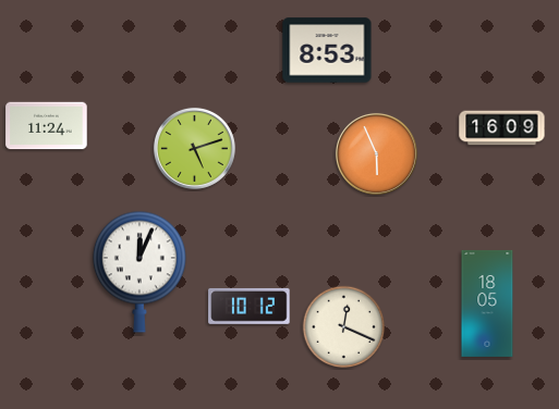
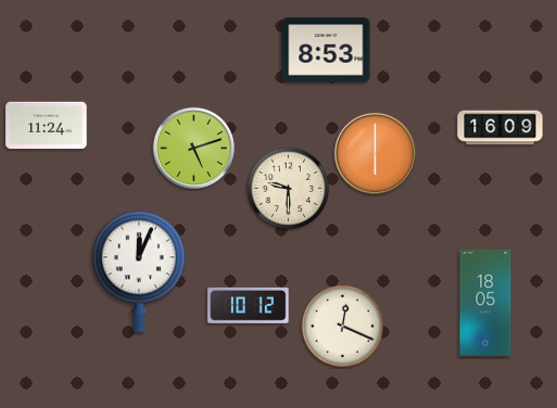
clock at (376, 153): 5:56 -> 6:00
clock at (289, 189): none -> 9:30
